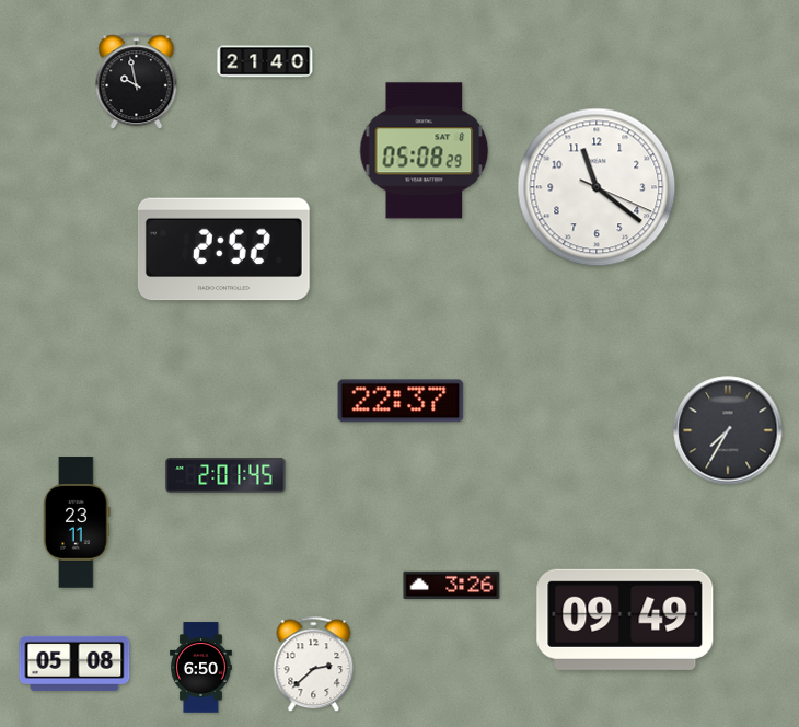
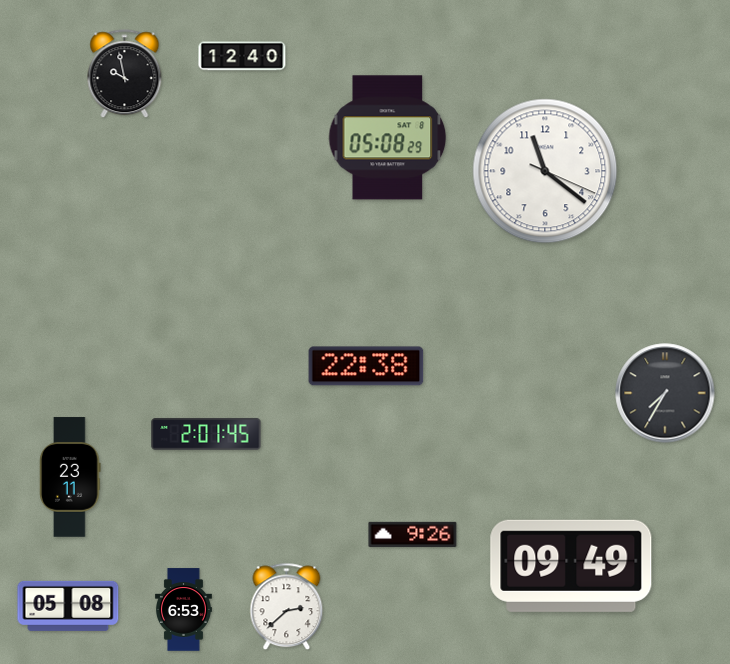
clock at (265, 61): 21:40 -> 12:40
clock at (223, 250): 2:52 -> none
clock at (401, 401): 22:37 -> 22:38
clock at (452, 585): 3:26 -> 9:26
clock at (200, 668): 6:50 -> 6:53
